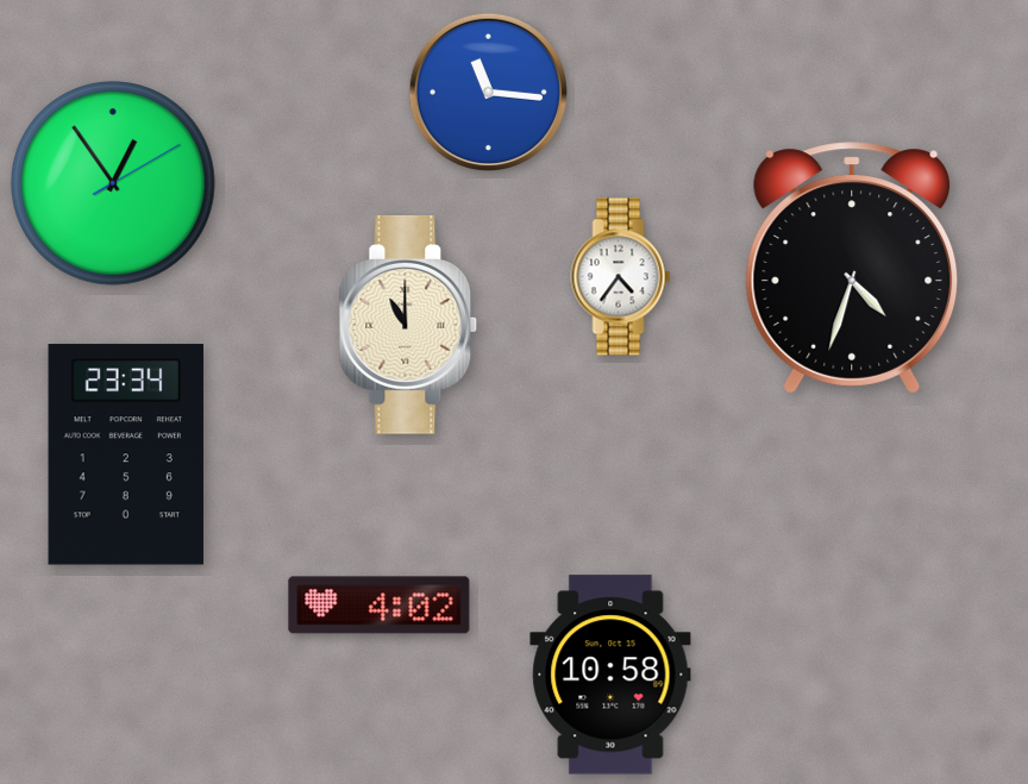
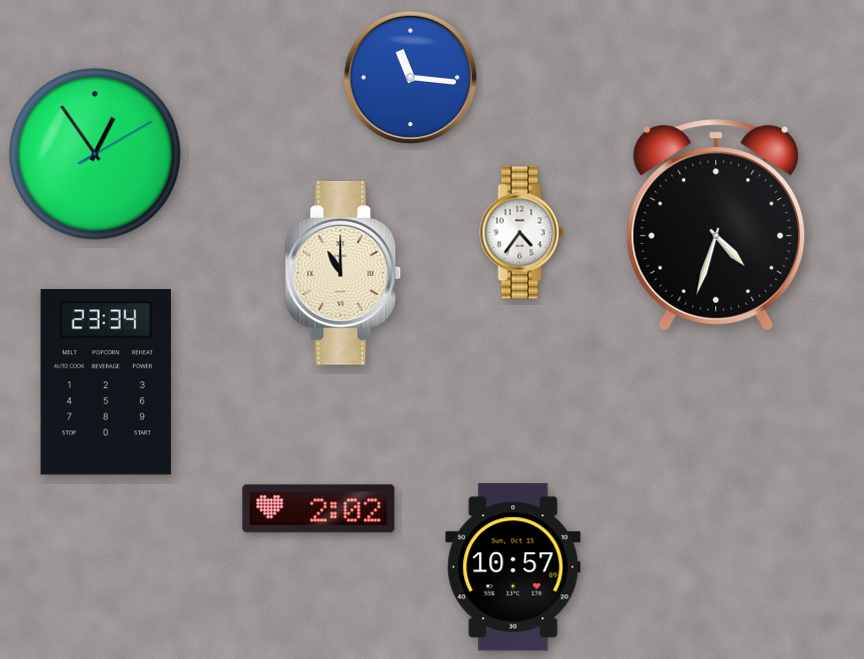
clock at (380, 606): 4:02 -> 2:02
clock at (610, 675): 10:58 -> 10:57
